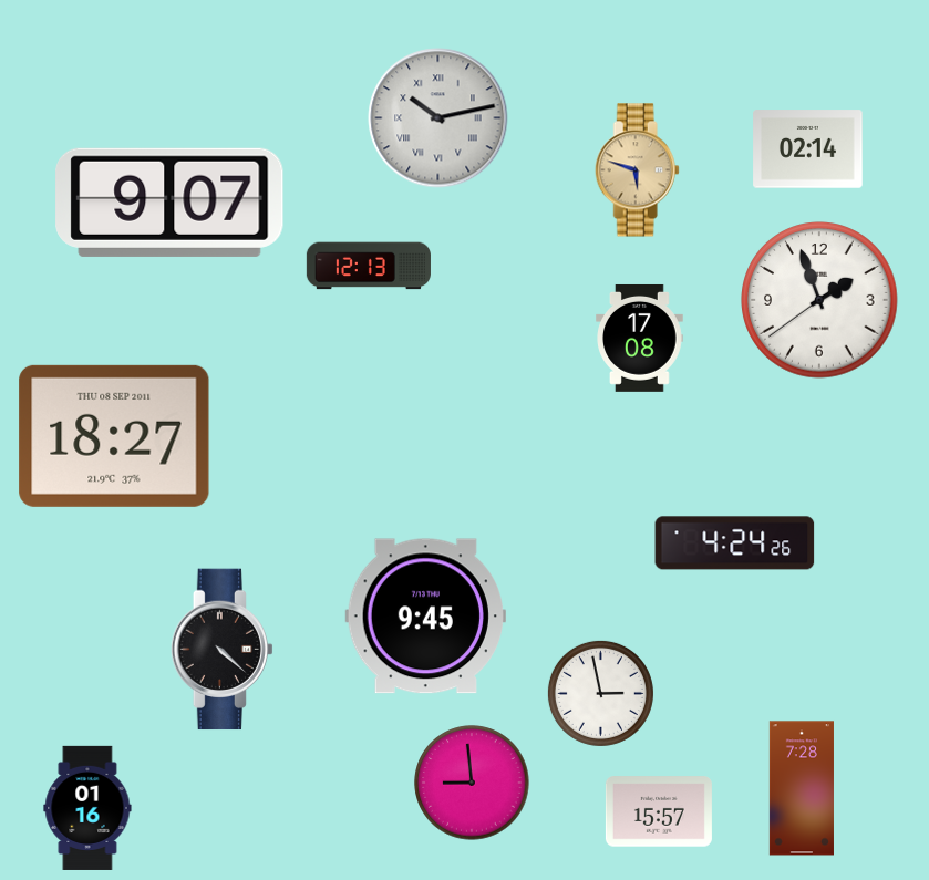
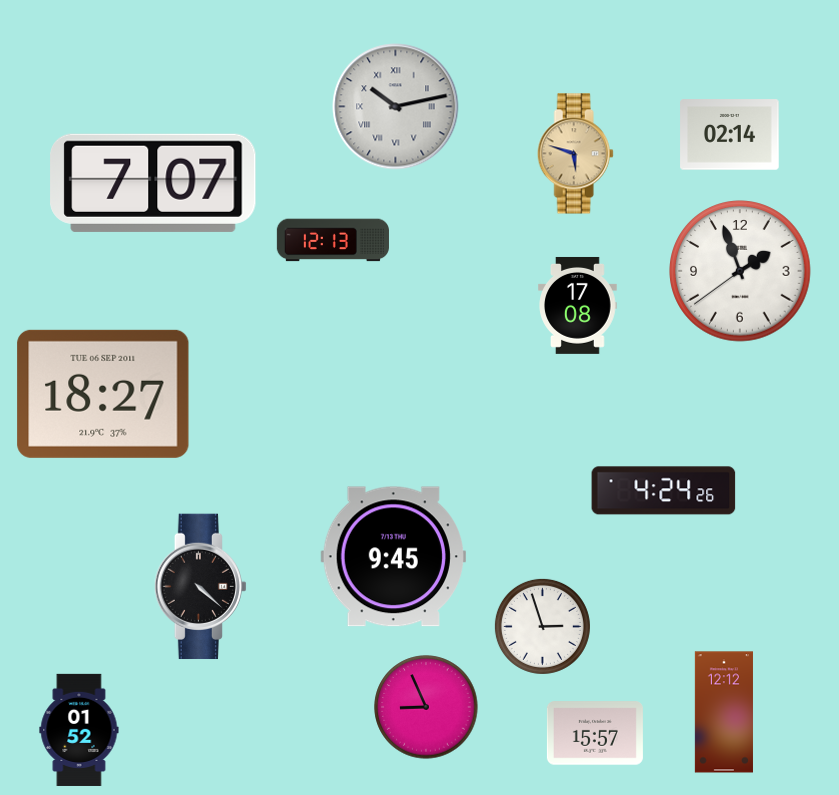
clock at (169, 203): 9:07 -> 7:07
clock at (114, 436) date: THU 08 SEP 2011 -> TUE 06 SEP 2011
clock at (425, 617) position: (425, 617) -> (393, 557)
clock at (600, 693): 2:58 -> 2:57
clock at (472, 783): 8:59 -> 8:56
clock at (802, 788): 7:28 -> 12:12
clock at (87, 808): 01:16 -> 01:52
